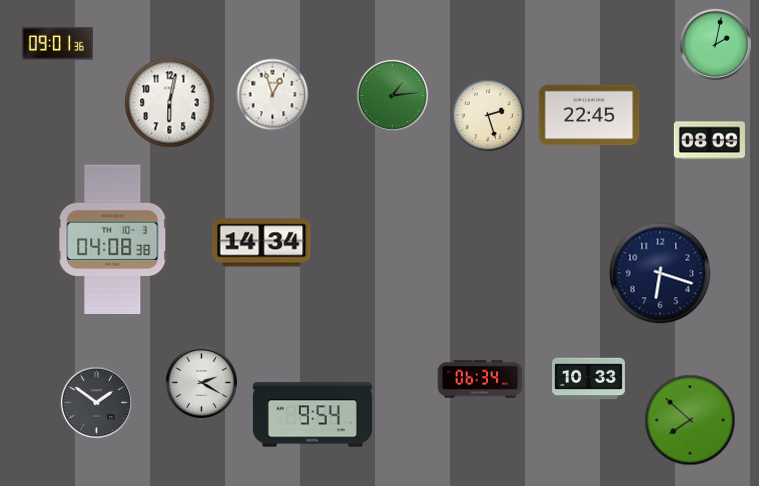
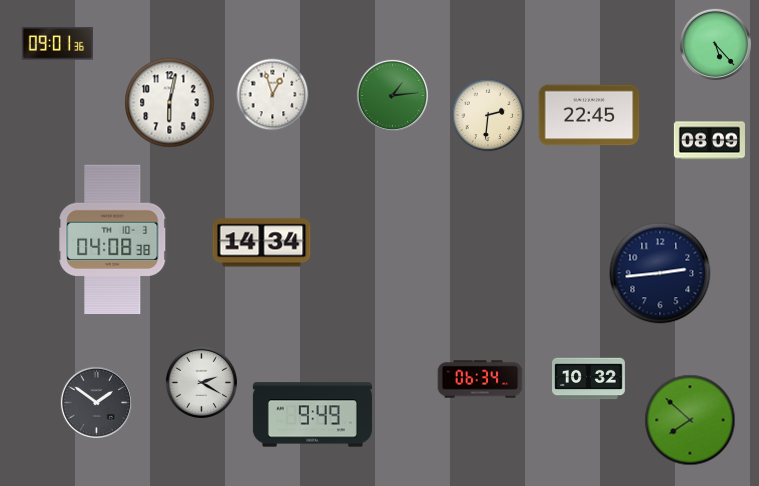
clock at (715, 44): 2:02 -> 5:23
clock at (488, 115): 2:27 -> 2:31
clock at (660, 273): 6:18 -> 2:44
clock at (589, 379): 10:33 -> 10:32
clock at (312, 415): 9:54 -> 9:49
